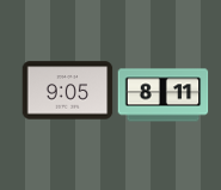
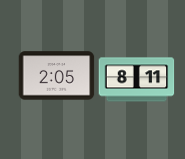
clock at (68, 91): 9:05 -> 2:05
